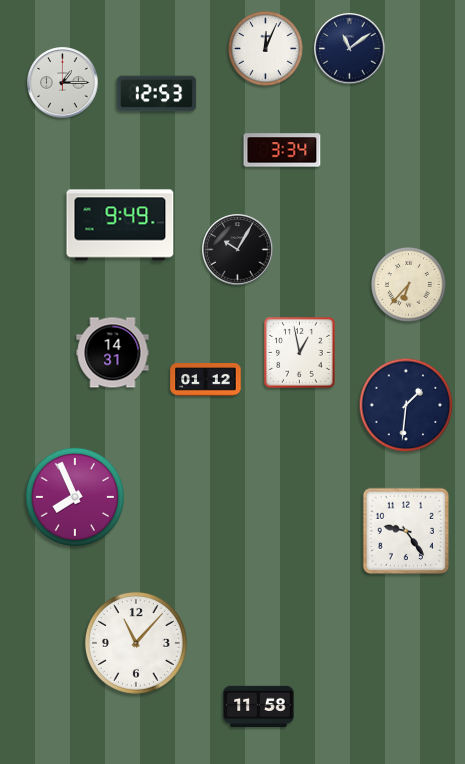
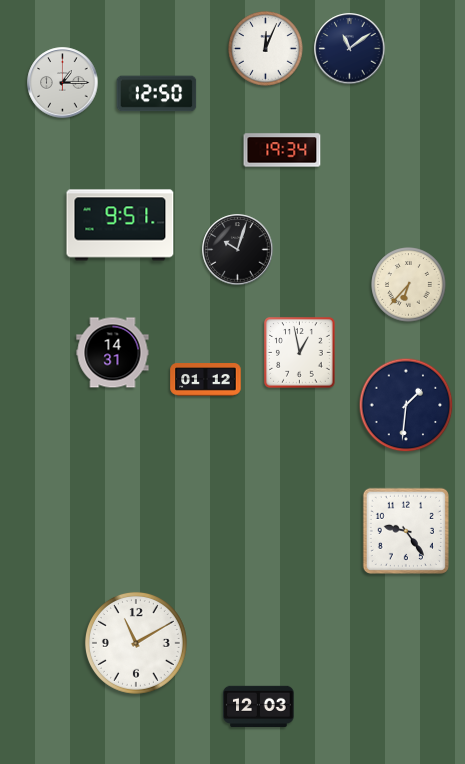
clock at (157, 94): 12:53 -> 12:50
clock at (282, 150): 3:34 -> 19:34
clock at (120, 225): 9:49 -> 9:51
clock at (238, 250): 10:05 -> 10:03
clock at (75, 497): 7:56 -> none
clock at (136, 643): 11:07 -> 11:10
clock at (259, 706): 11:58 -> 12:03
